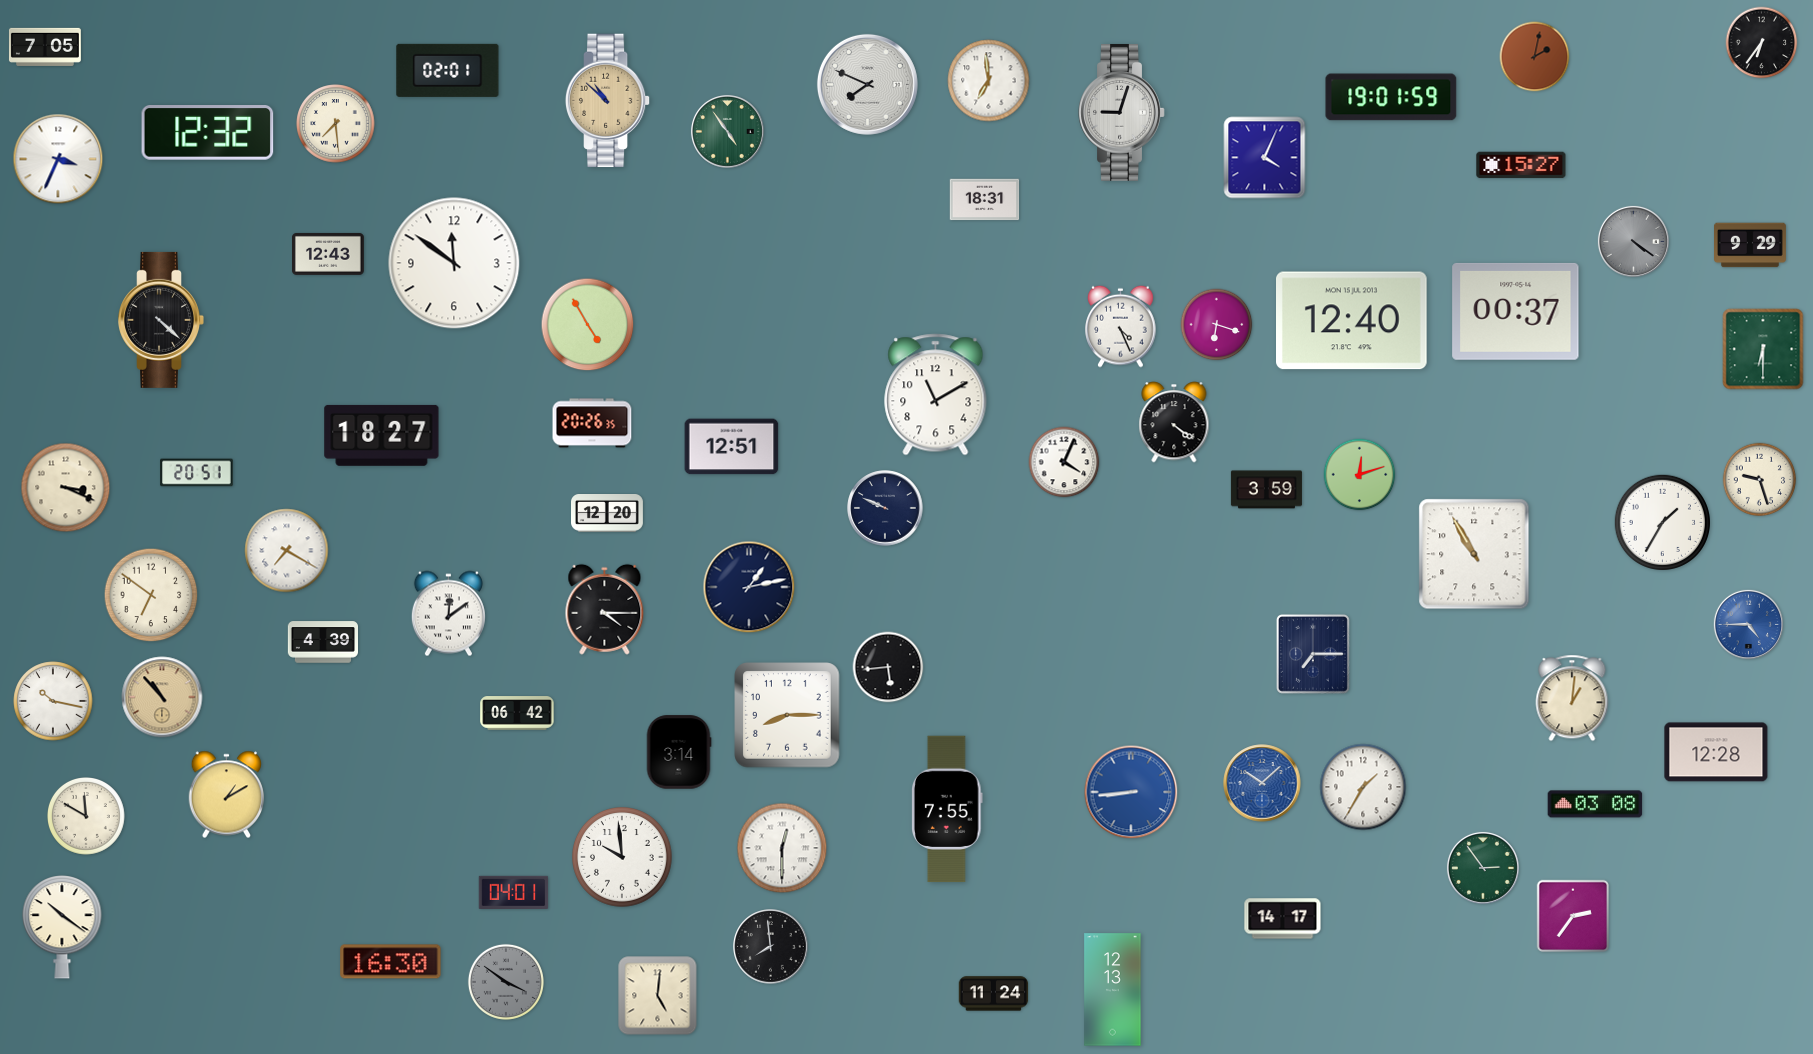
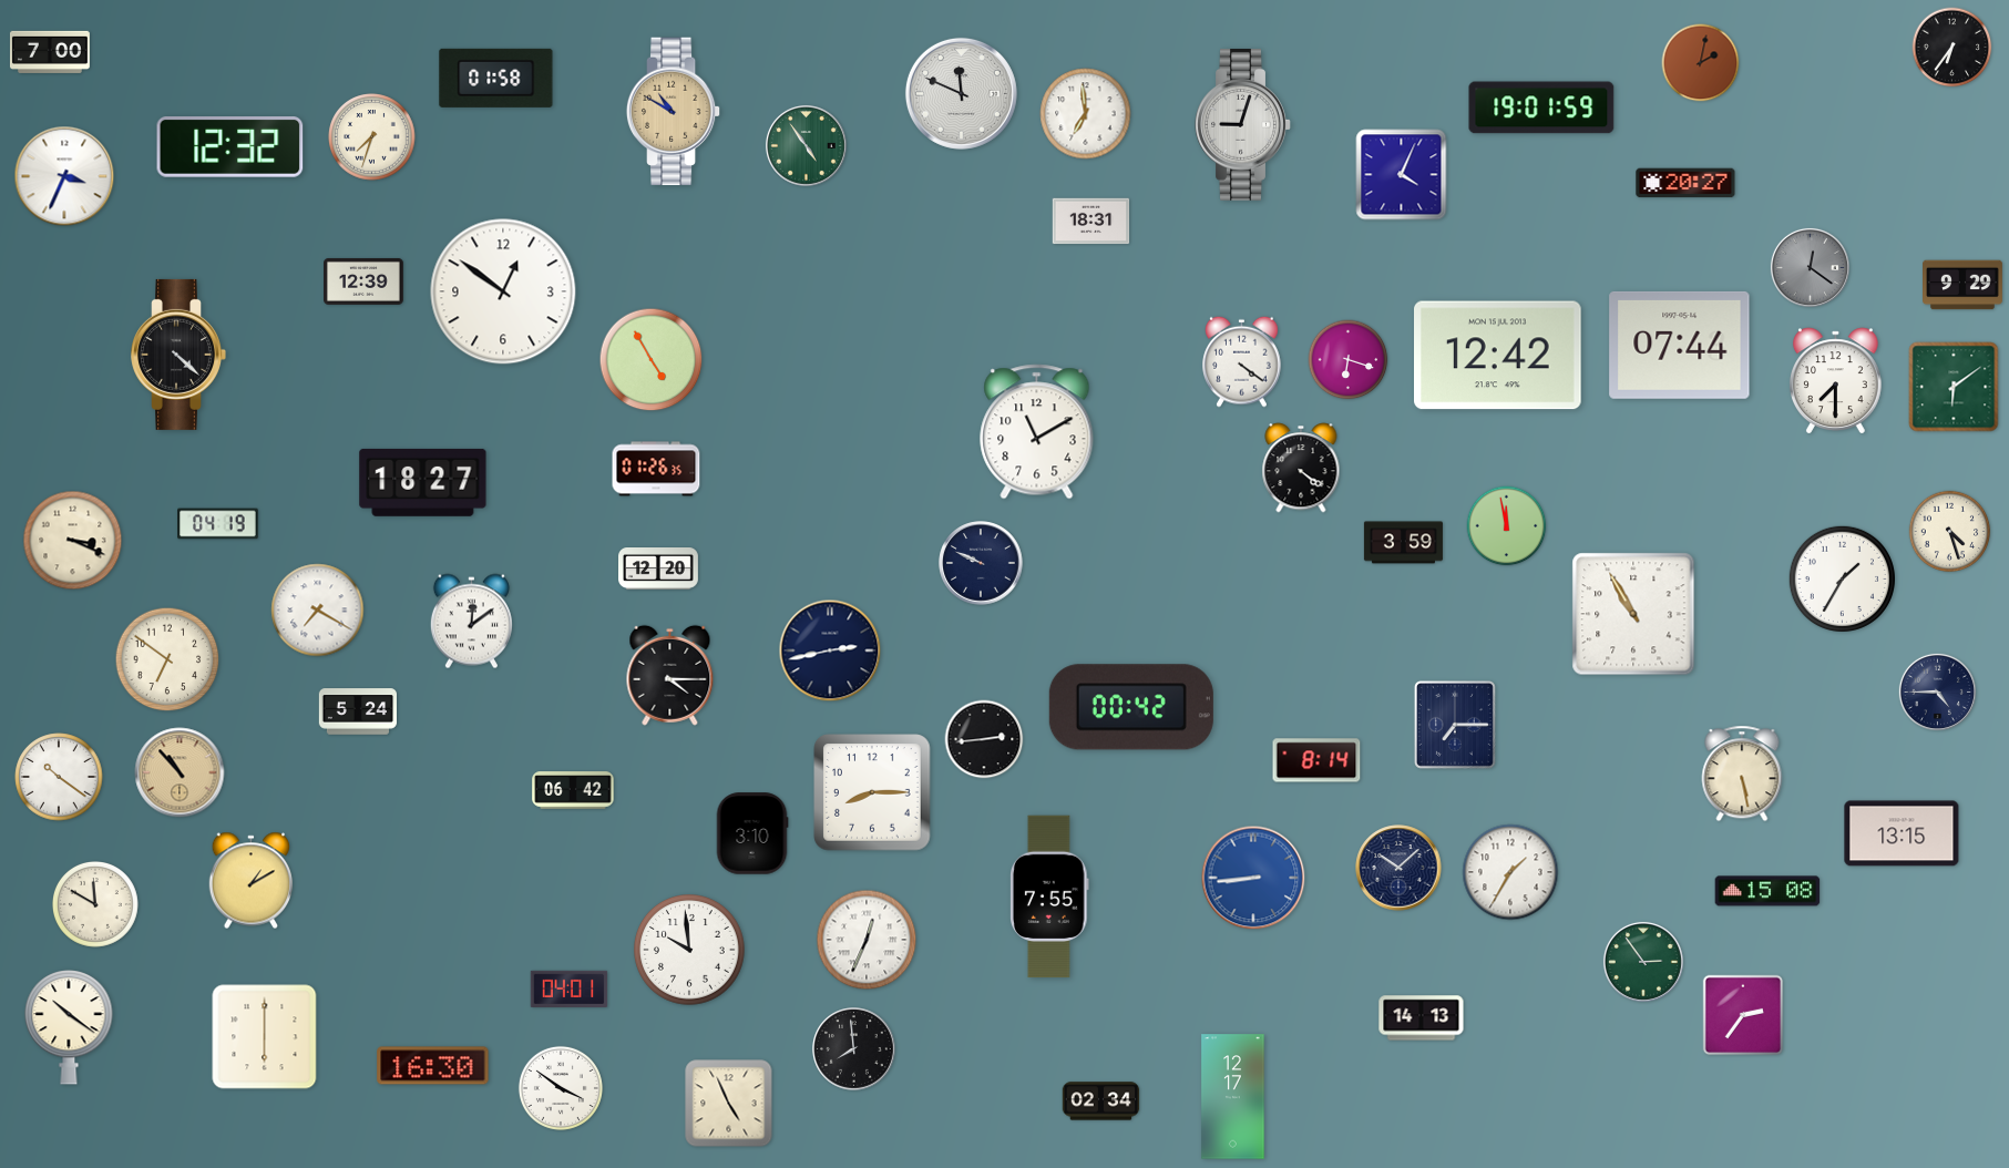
clock at (45, 47): 7:05 -> 7:00
clock at (448, 70): 02:01 -> 01:58
clock at (989, 81) position: (989, 81) -> (1086, 114)
clock at (867, 84): 7:49 -> 11:49
clock at (608, 101): 10:52 -> 10:50
clock at (336, 124): 7:29 -> 7:33
clock at (1521, 165): 15:27 -> 20:27
clock at (1633, 241): 4:21 -> 12:21
clock at (1751, 245) position: (1751, 245) -> (1964, 285)
clock at (329, 254): 12:43 -> 12:39
clock at (454, 263): 11:51 -> 12:51
clock at (1516, 311): 00:37 -> 07:44
clock at (1352, 321): 12:40 -> 12:42
clock at (1121, 326): 4:26 -> 4:21
clock at (1835, 381): none -> 7:30
clock at (1763, 349): 6:30 -> 6:09
clock at (936, 395) position: (936, 395) -> (1037, 432)
clock at (592, 423): 20:26 -> 01:26
clock at (732, 447): 12:51 -> none
clock at (1064, 462): 4:04 -> none
clock at (197, 473): 20:51 -> 04:19
clock at (1360, 475): 12:12 -> 11:58
clock at (1760, 480): 9:27 -> 4:27
clock at (608, 514) position: (608, 514) -> (659, 570)
clock at (749, 587): 1:13 -> 2:43
clock at (448, 614) position: (448, 614) -> (471, 622)
clock at (1748, 624) dial: blue -> navy
clock at (1131, 707): none -> 00:42
clock at (322, 642): 4:39 -> 5:24
clock at (888, 667): 5:44 -> 2:44
clock at (1316, 760): none -> 8:14
clock at (1572, 698): 1:01 -> 5:28
clock at (53, 701): 10:17 -> 10:21
clock at (679, 752): 3:14 -> 3:10
clock at (1716, 752): 12:28 -> 13:15
clock at (1262, 783) dial: blue -> navy
clock at (1595, 804): 03:08 -> 15:08
clock at (782, 848): 12:30 -> 12:34
clock at (1283, 919): 14:17 -> 14:13
clock at (265, 1037): none -> 6:00
clock at (506, 982) dial: grey -> white
clock at (1113, 990): 12:13 -> 12:17
clock at (994, 994): 11:24 -> 02:34
clock at (658, 996): 5:01 -> 4:56
